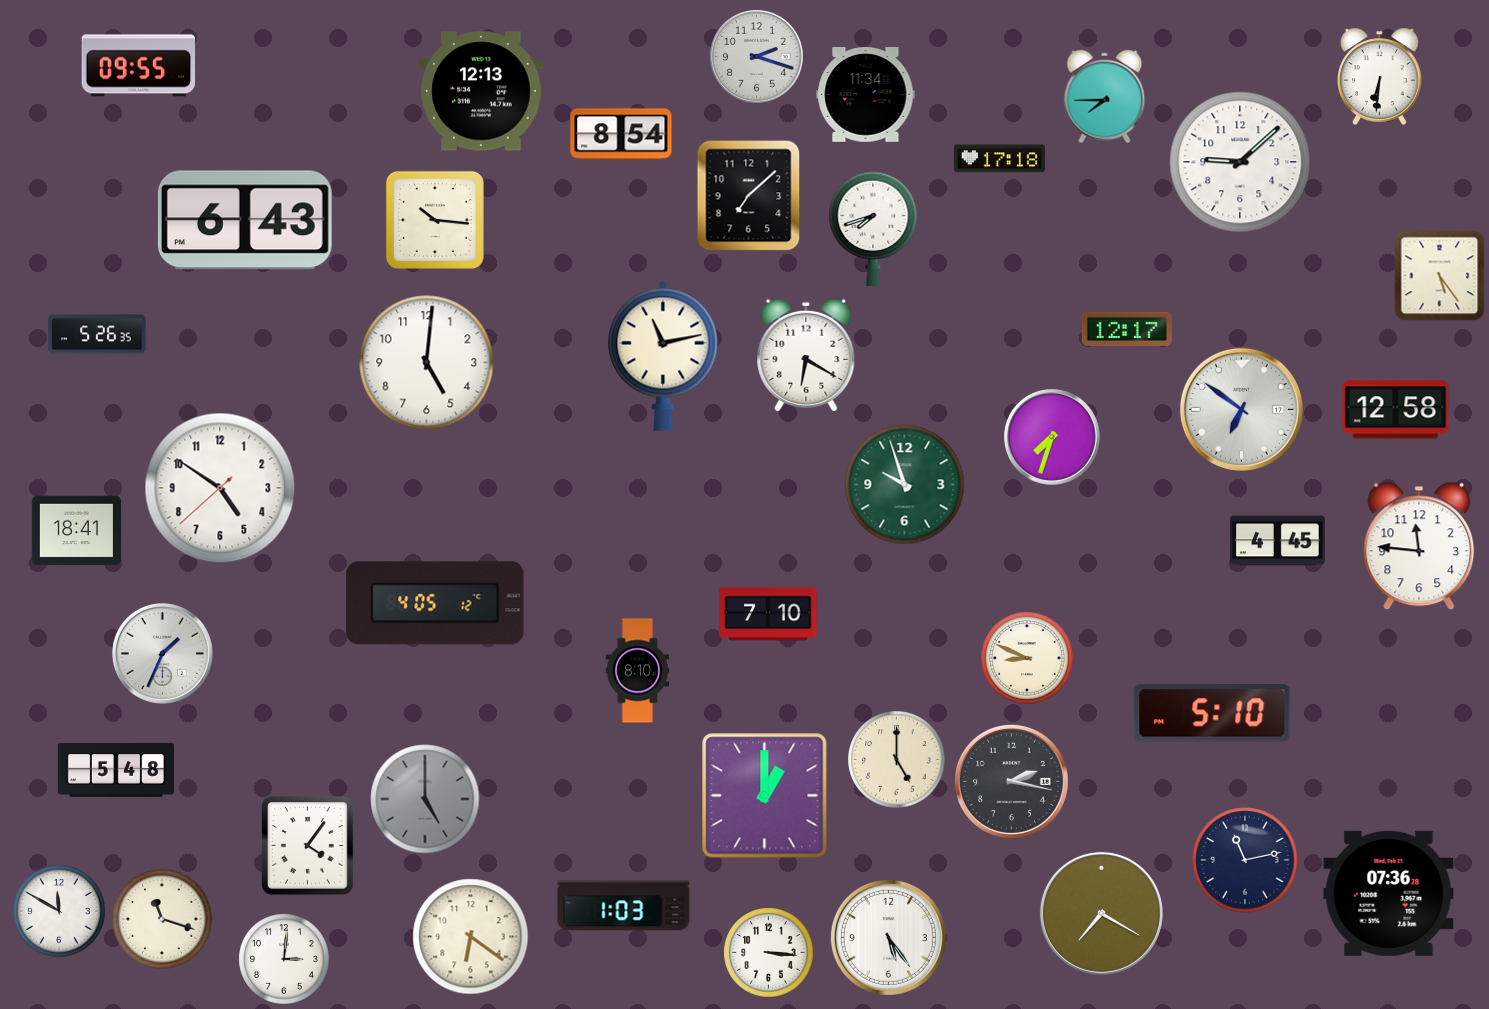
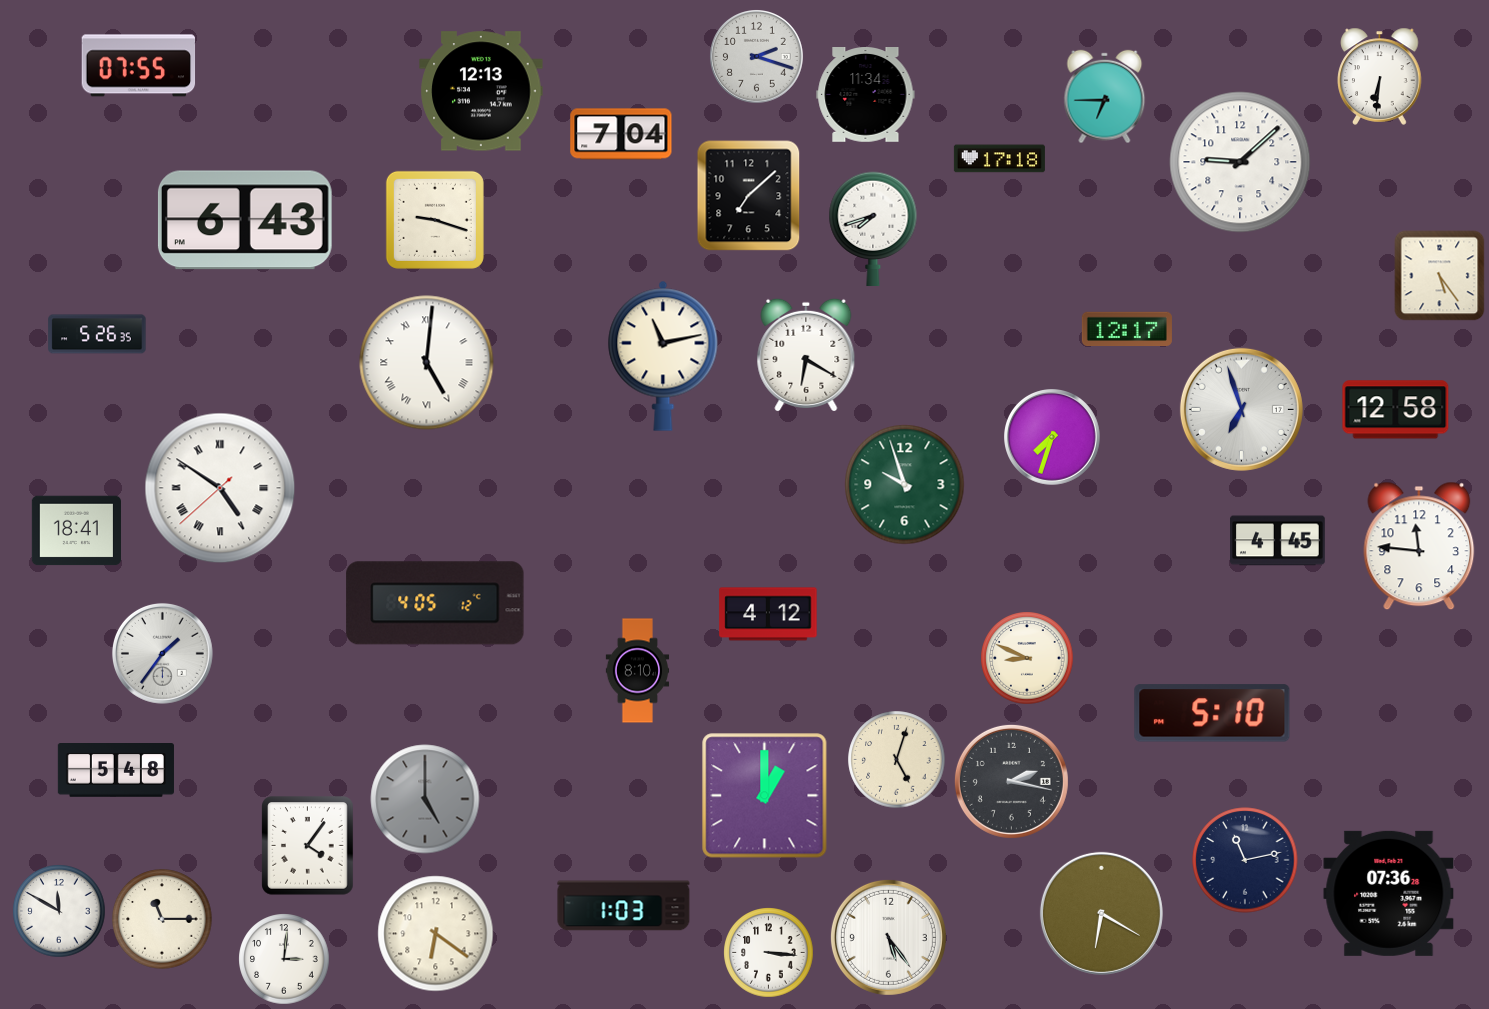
clock at (139, 66): 09:55 -> 07:55
clock at (1105, 97): 7:45 -> 6:45
clock at (621, 134): 8:54 -> 7:04
clock at (435, 220): 10:16 -> 9:18
clock at (427, 363) numerals: Arabic -> Roman
clock at (1241, 409): 6:51 -> 6:57
clock at (220, 488) numerals: Arabic -> Roman
clock at (768, 614): 7:10 -> 4:12
clock at (162, 653): 1:34 -> 1:36
clock at (897, 760): 5:00 -> 5:03
clock at (1101, 913): 7:20 -> 6:20
clock at (162, 919): 11:18 -> 11:15
clock at (471, 937) position: (471, 937) -> (436, 934)
